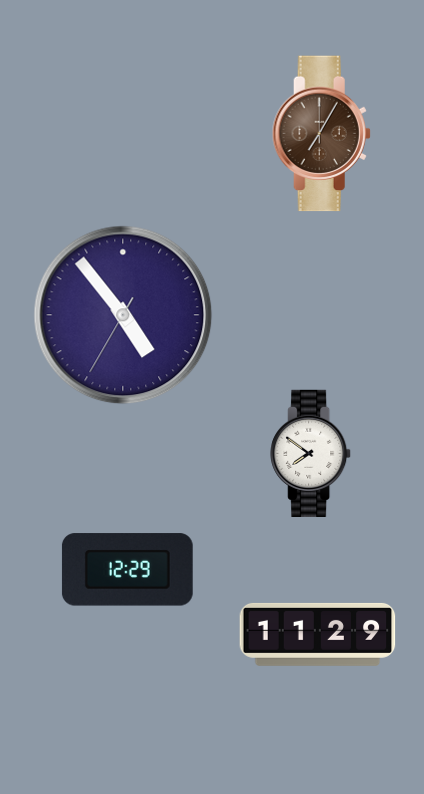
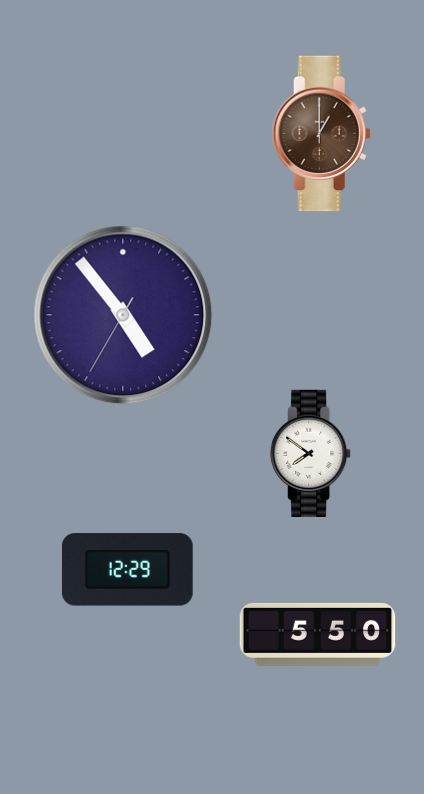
clock at (321, 134): 7:05 -> 1:00
clock at (318, 634): 11:29 -> 5:50
